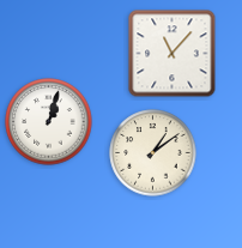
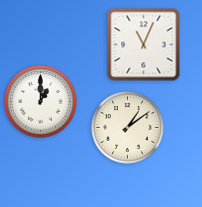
clock at (173, 54): 11:07 -> 11:04
clock at (49, 122): 1:03 -> 1:00
